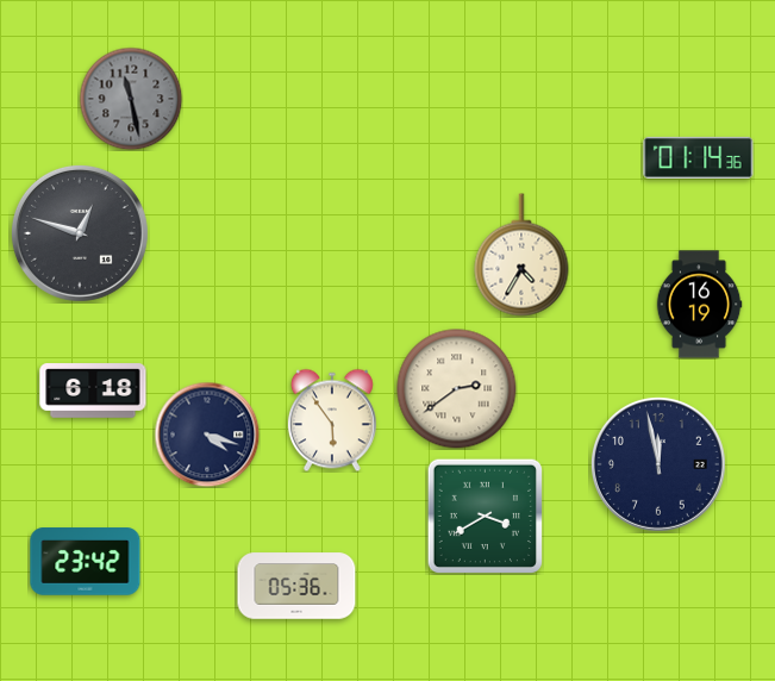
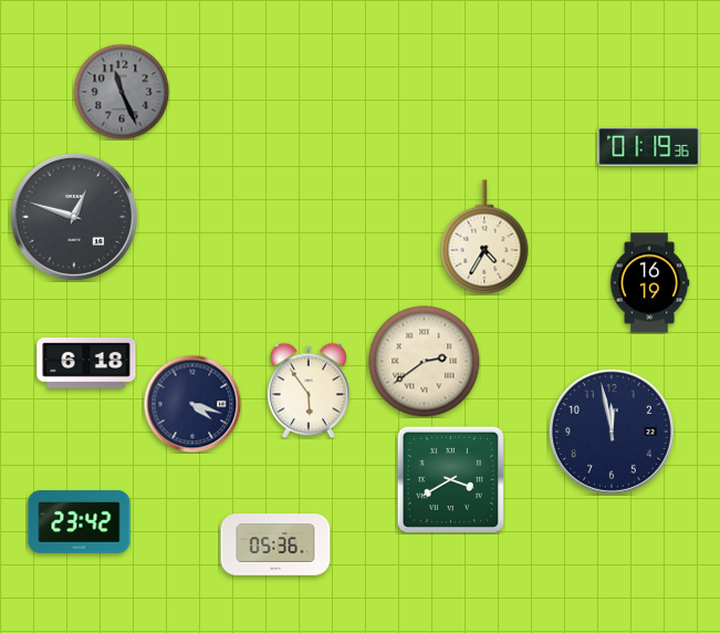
clock at (131, 99): 11:28 -> 11:26
clock at (699, 157): 01:14 -> 01:19
